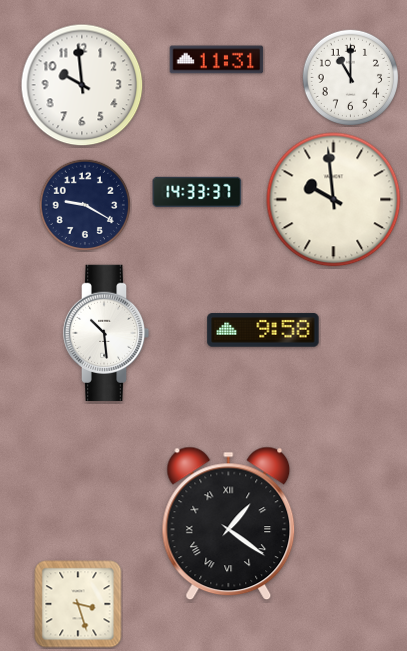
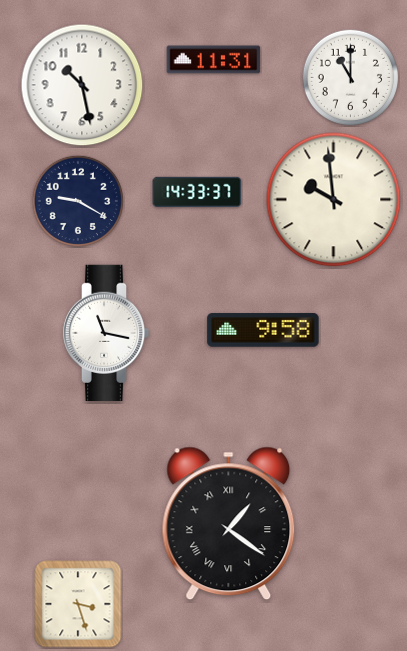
clock at (217, 60) position: (217, 60) -> (214, 60)
clock at (82, 85): 9:59 -> 10:28
clock at (85, 205) position: (85, 205) -> (78, 201)
clock at (106, 332): 10:29 -> 11:17
